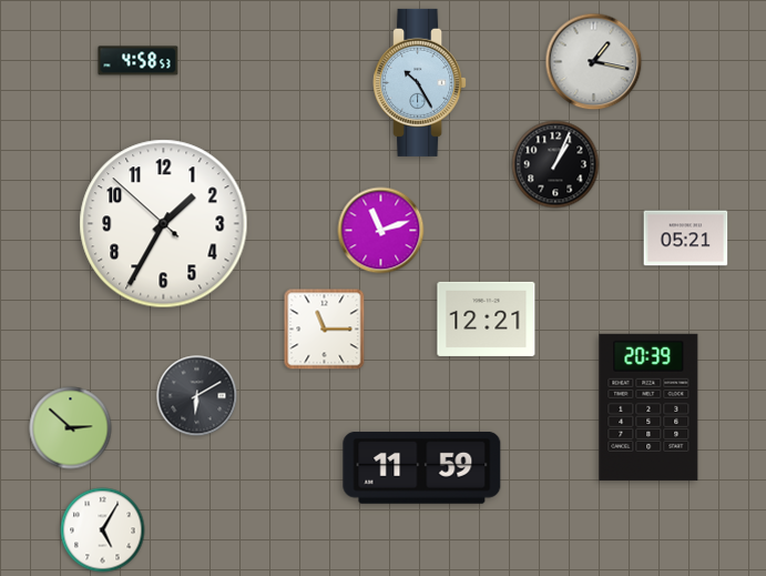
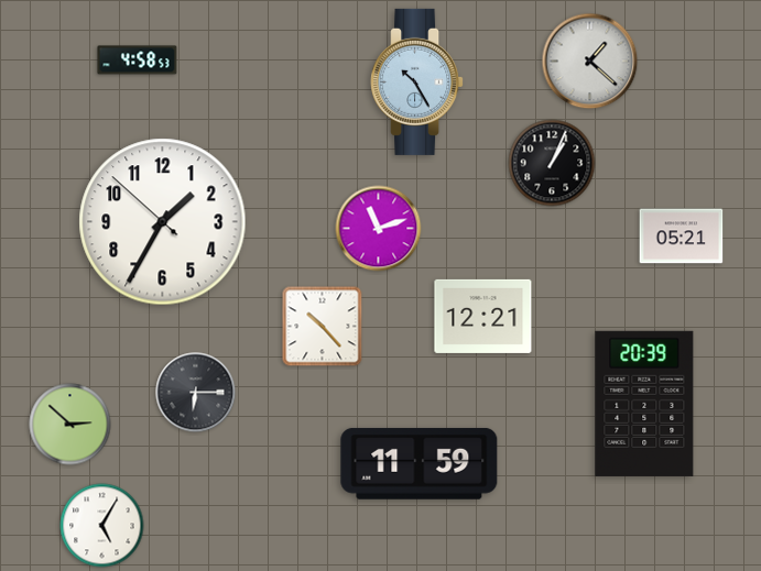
clock at (594, 62): 1:17 -> 1:22
clock at (325, 330): 11:15 -> 10:23
clock at (197, 396): 6:10 -> 6:15
